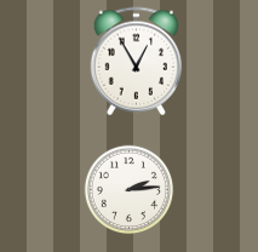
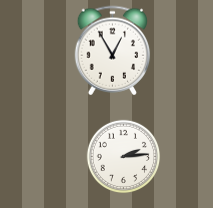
clock at (130, 190) position: (130, 190) -> (124, 157)
